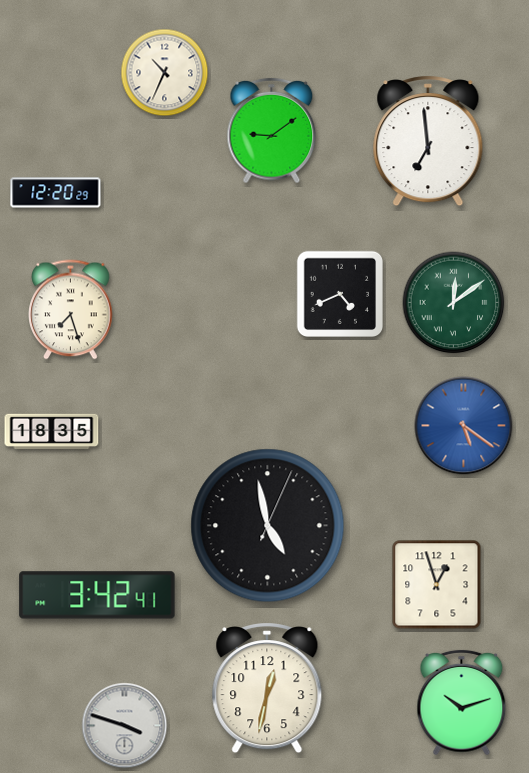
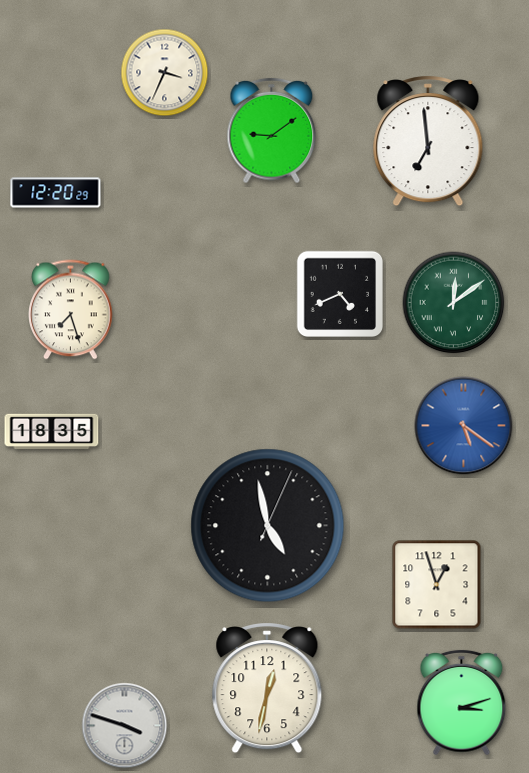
clock at (165, 73): 10:34 -> 3:34
clock at (97, 595): 3:42 -> none
clock at (462, 703): 10:12 -> 3:12
